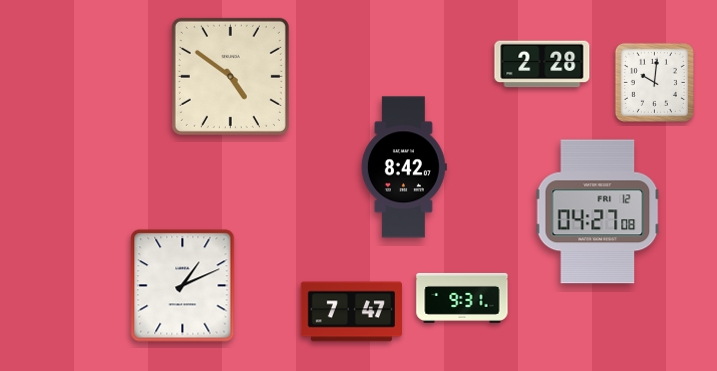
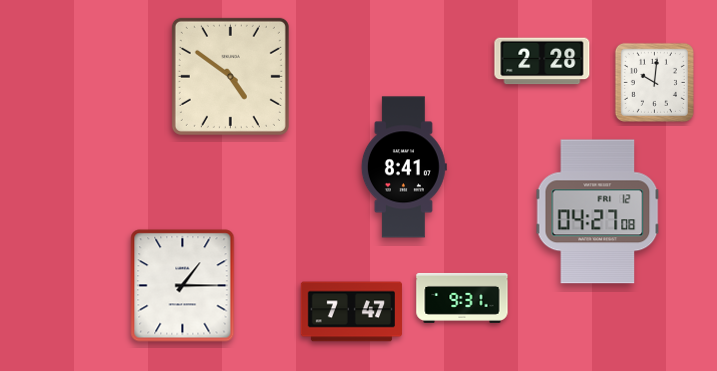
clock at (542, 64) position: (542, 64) -> (542, 61)
clock at (404, 167): 8:42 -> 8:41
clock at (183, 286): 1:11 -> 1:15
